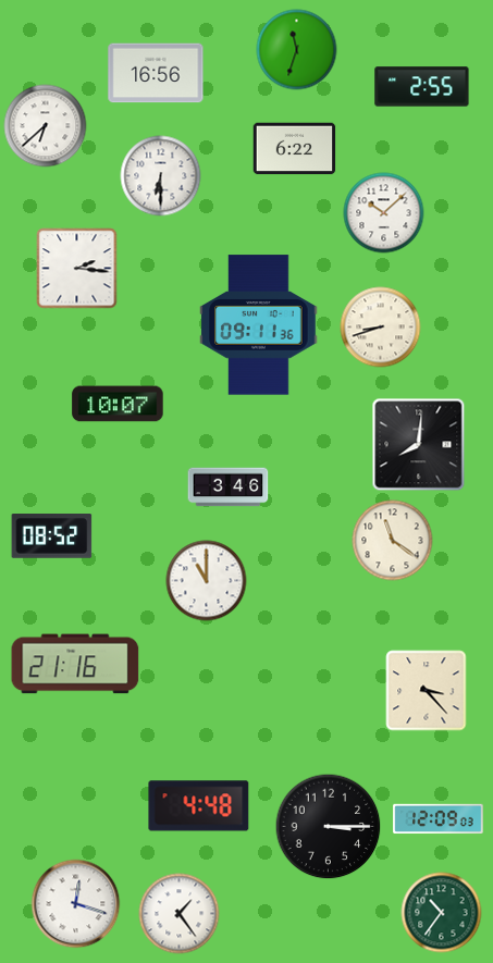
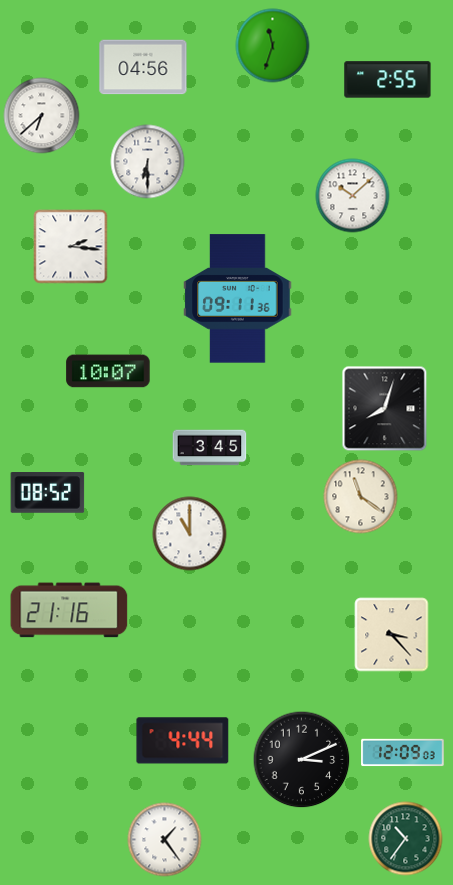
clock at (156, 73): 16:56 -> 04:56
clock at (295, 149): 6:22 -> none
clock at (381, 328): 8:42 -> none
clock at (419, 445): 8:01 -> 8:03
clock at (229, 487): 3:46 -> 3:45
clock at (199, 806): 4:48 -> 4:44
clock at (329, 827): 3:15 -> 3:11
clock at (76, 904): 12:18 -> none
